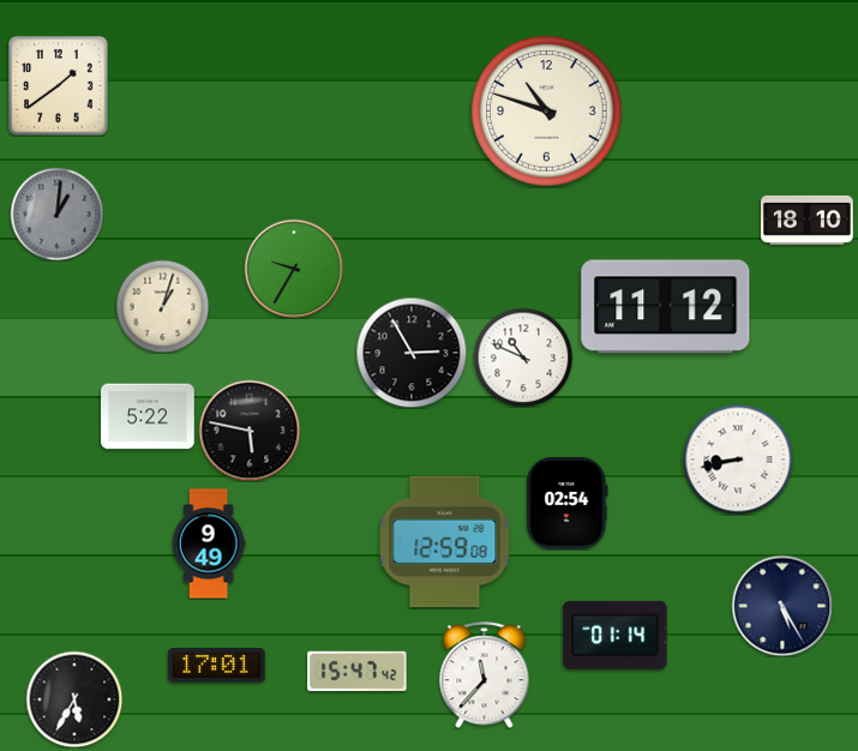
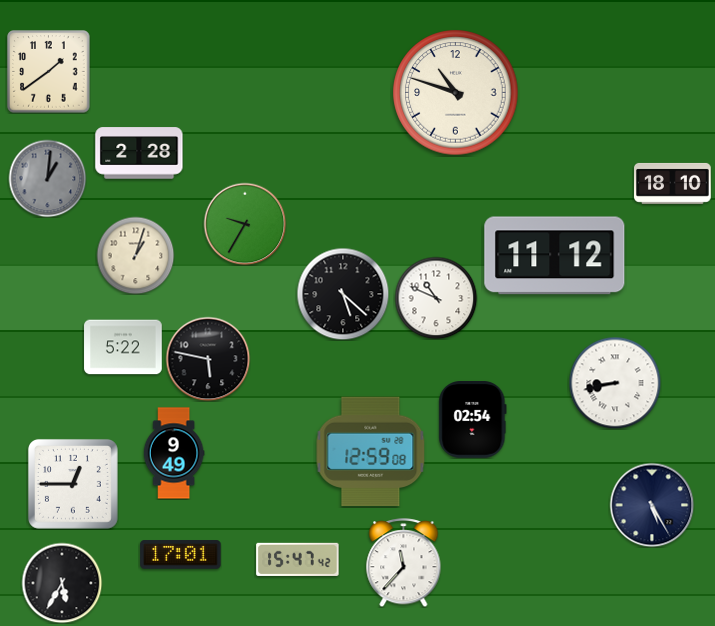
clock at (139, 153): none -> 2:28
clock at (412, 353): 2:55 -> 5:22
clock at (73, 484): none -> 12:45
clock at (616, 635): 01:14 -> none
